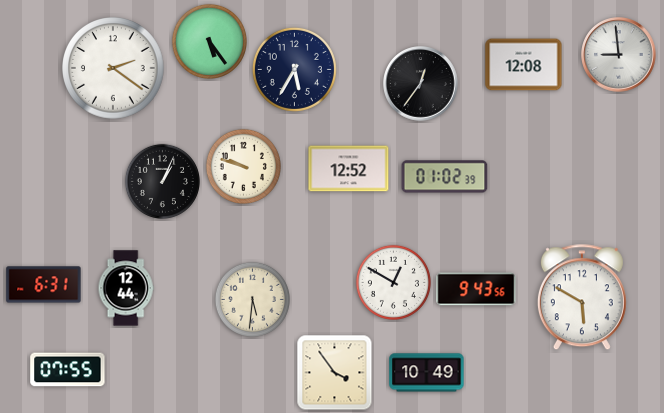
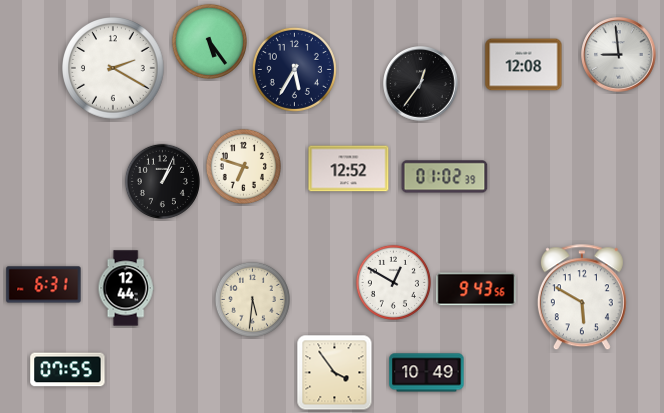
clock at (113, 68): 2:21 -> 2:20
clock at (243, 166): 9:48 -> 6:48
